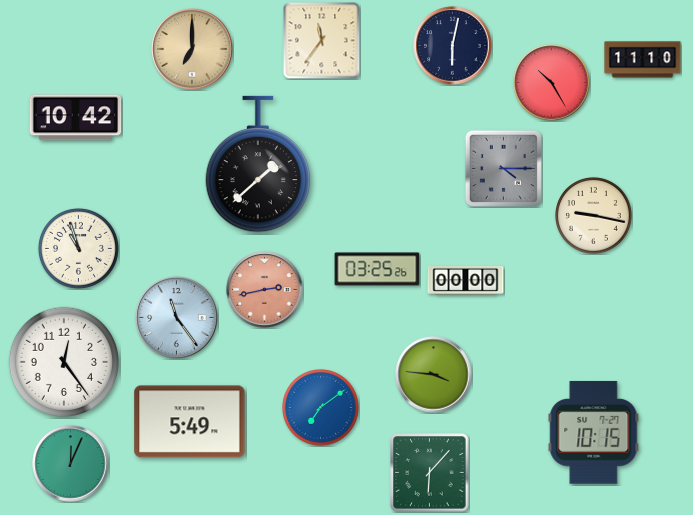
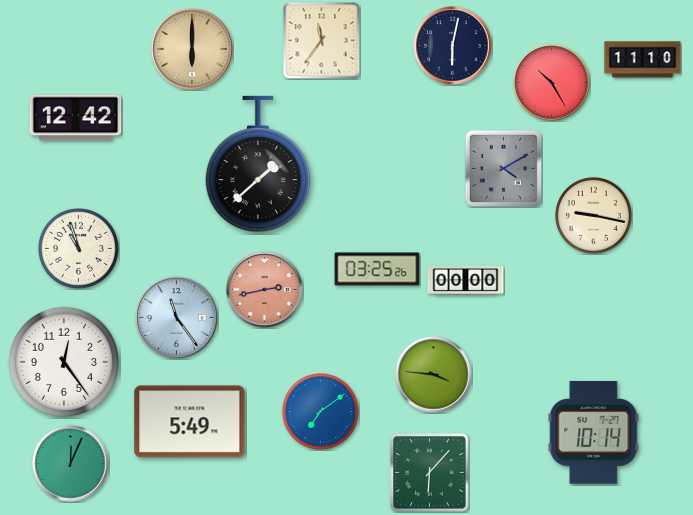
clock at (192, 49): 7:00 -> 6:00
clock at (76, 118): 10:42 -> 12:42
clock at (503, 168): 4:15 -> 4:10
clock at (321, 408) position: (321, 408) -> (321, 412)
clock at (594, 432): 10:15 -> 10:14
